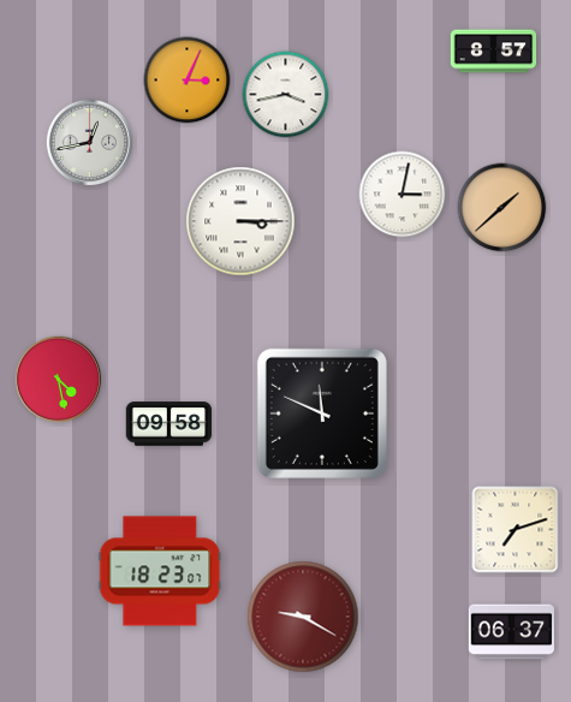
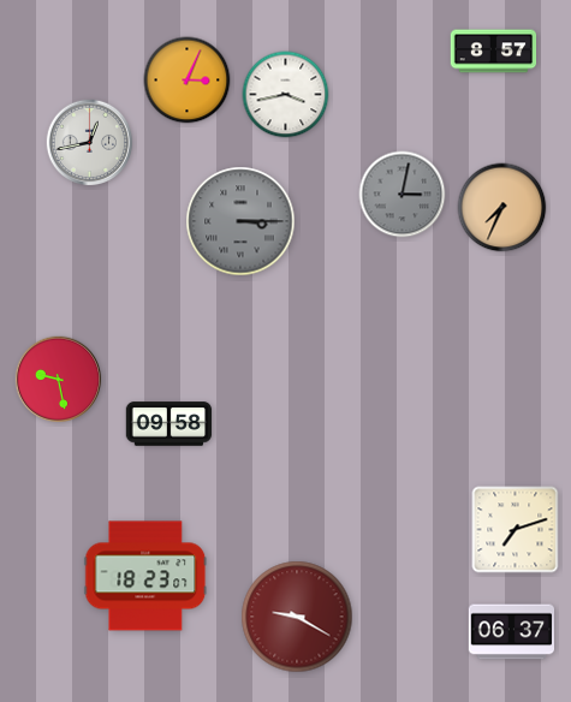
clock at (403, 195) dial: white -> grey
clock at (502, 208): 1:38 -> 7:34
clock at (240, 221) dial: white -> grey
clock at (59, 380): 4:28 -> 9:28
clock at (322, 414): 11:49 -> none
clock at (160, 571) position: (160, 571) -> (145, 576)
clock at (303, 617) position: (303, 617) -> (297, 617)
